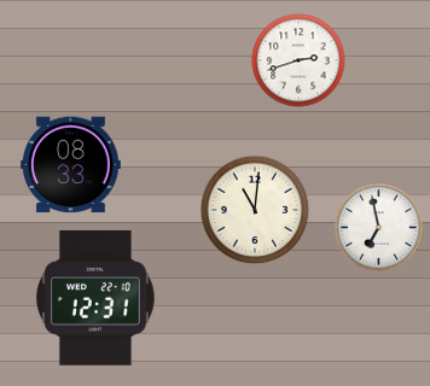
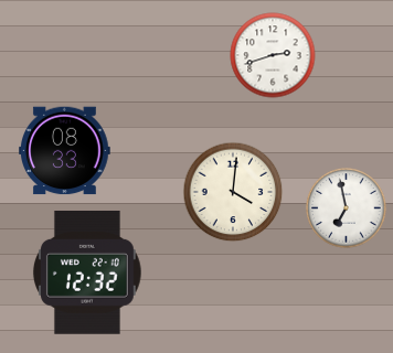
clock at (255, 210): 11:01 -> 4:01
clock at (95, 298): 12:31 -> 12:32
